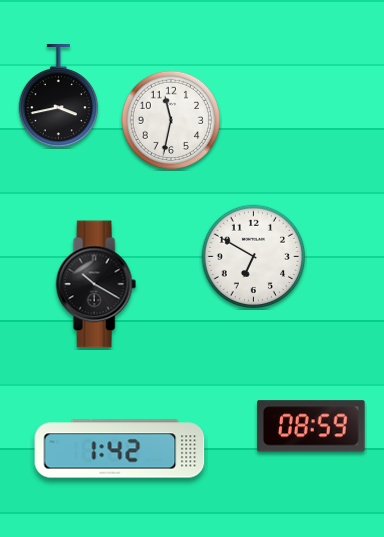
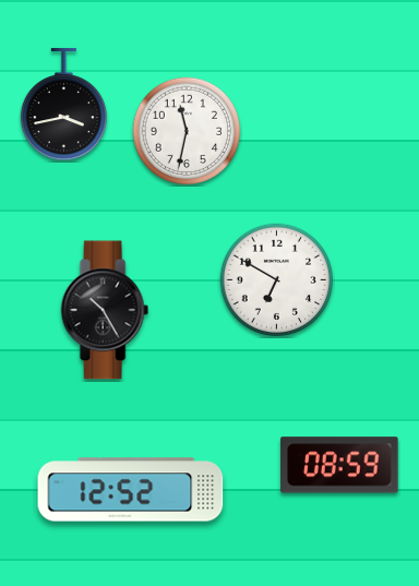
clock at (96, 284): 10:20 -> 10:25
clock at (120, 449): 1:42 -> 12:52
